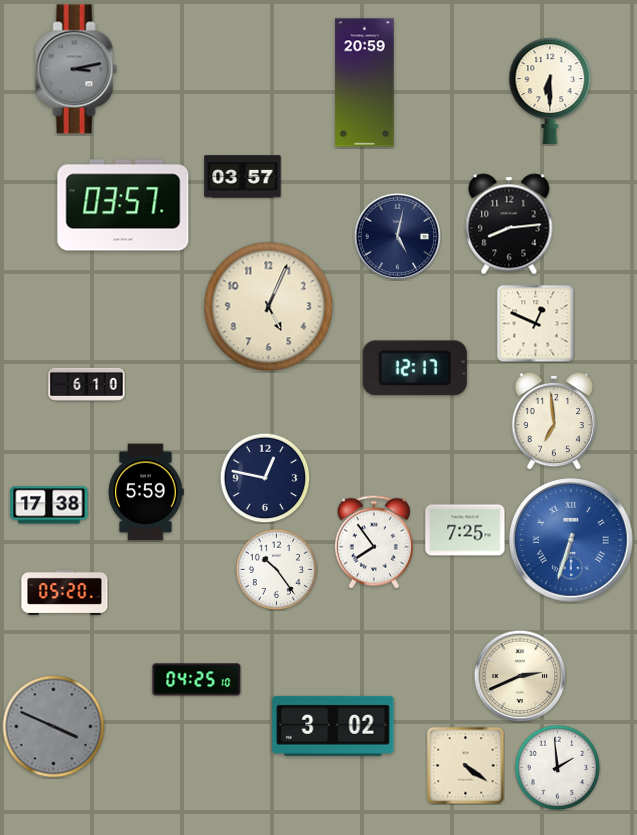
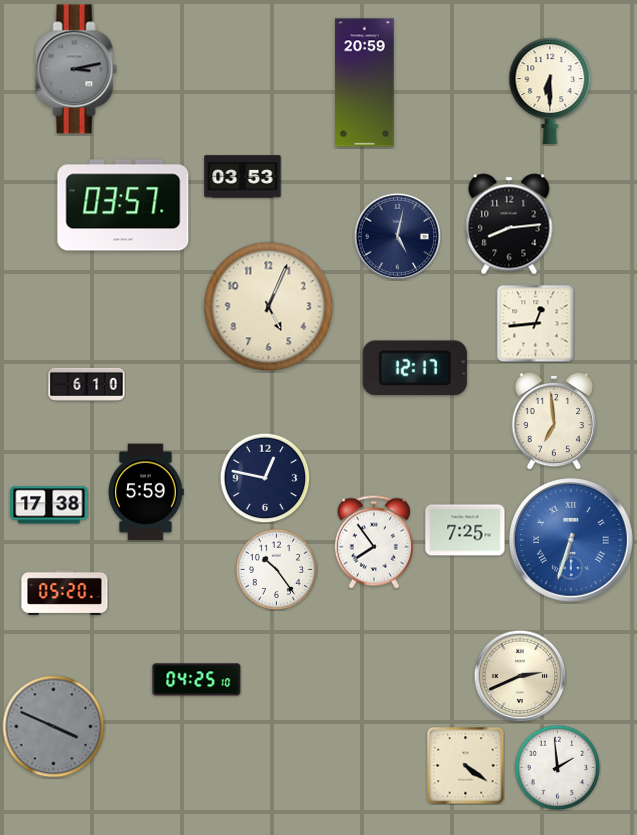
clock at (243, 177): 03:57 -> 03:53
clock at (535, 323): 12:49 -> 12:44
clock at (333, 726): 3:02 -> none
